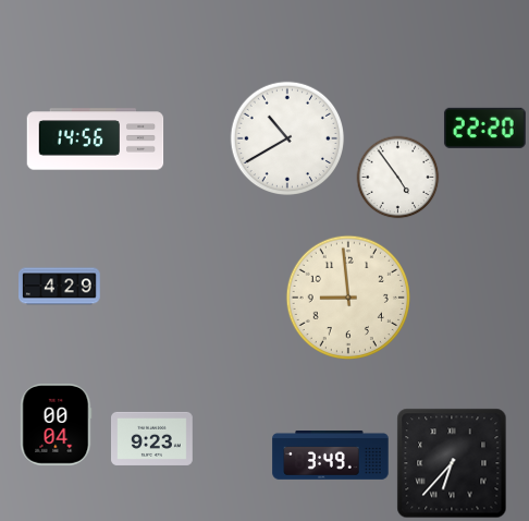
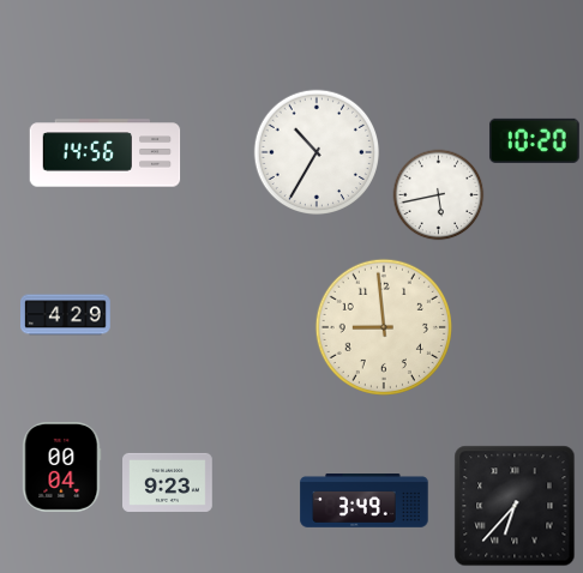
clock at (484, 128): 22:20 -> 10:20
clock at (287, 138): 10:40 -> 10:35
clock at (398, 178): 4:54 -> 5:43
clock at (452, 463) position: (452, 463) -> (515, 506)
